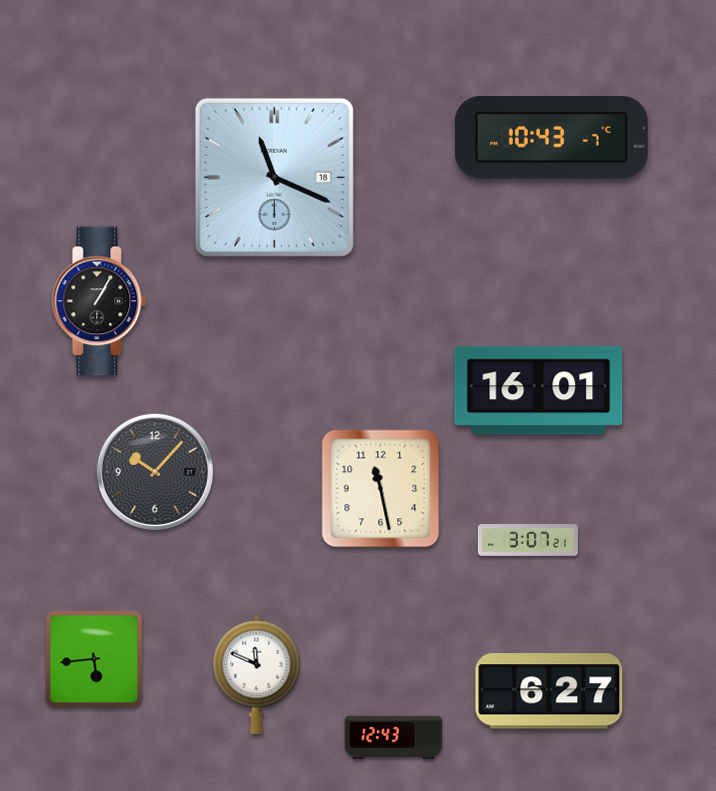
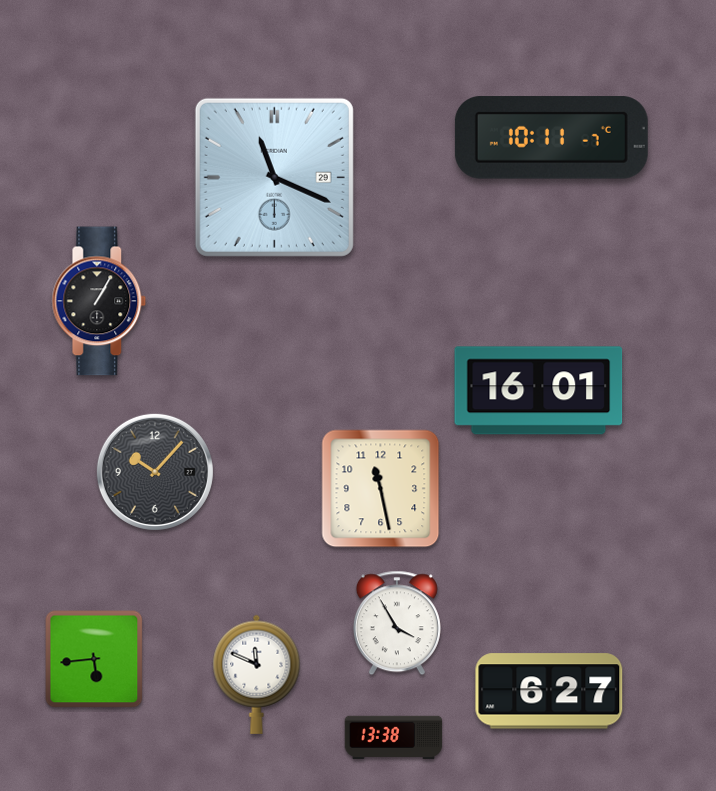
clock at (551, 138): 10:43 -> 10:11
clock at (274, 177) date: 18 -> 29
clock at (528, 540): 3:07 -> none
clock at (397, 623): none -> 3:55
clock at (394, 738): 12:43 -> 13:38
